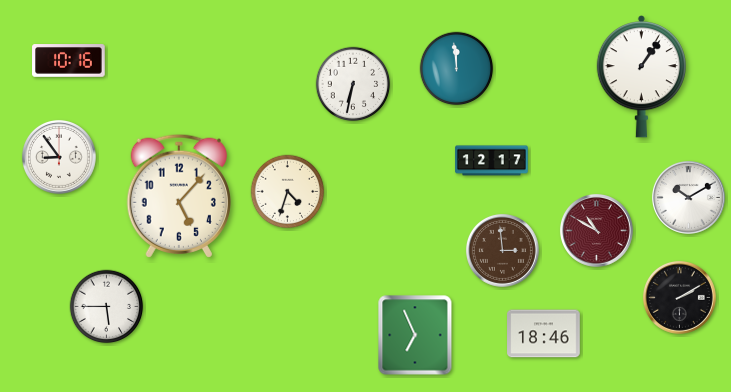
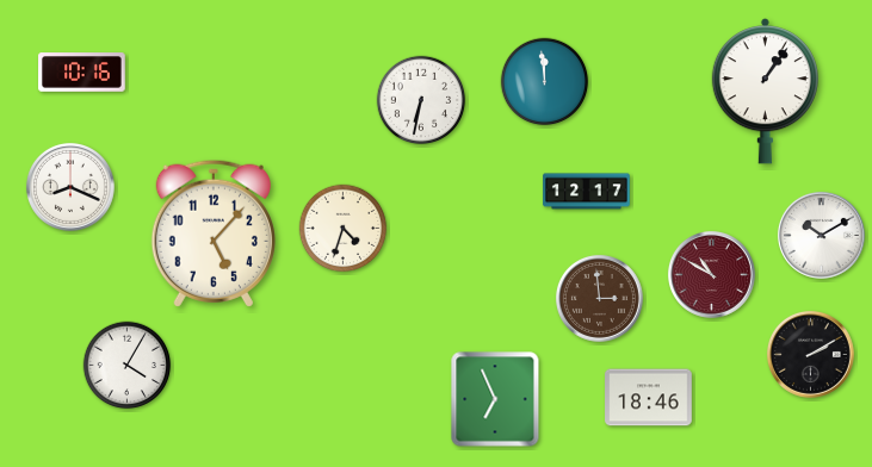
clock at (59, 157): 8:54 -> 8:19
clock at (107, 307): 5:45 -> 4:05
